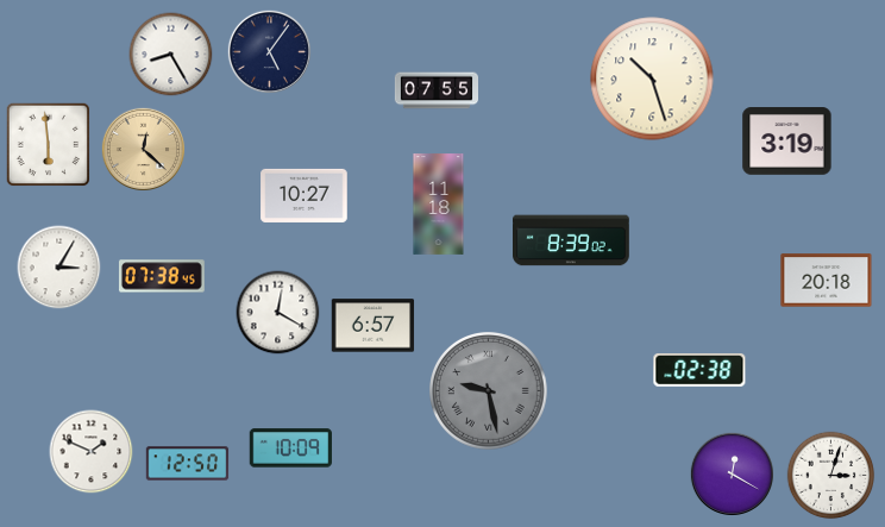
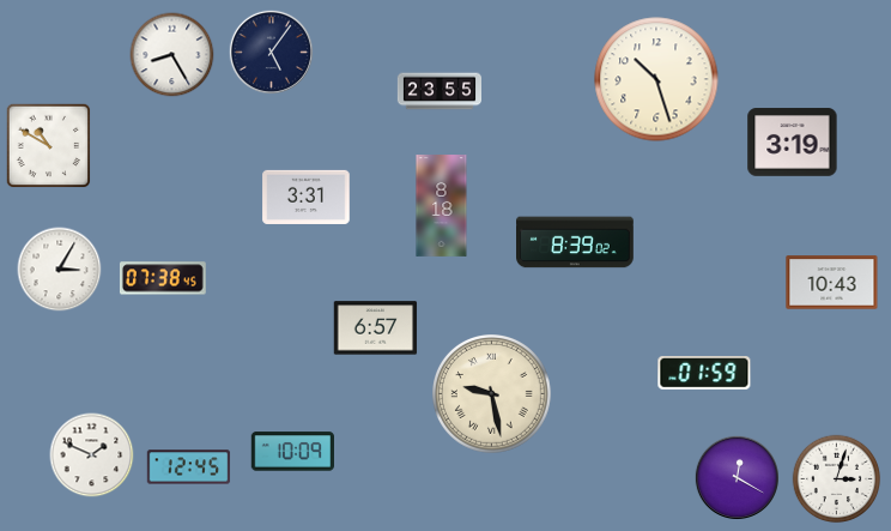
clock at (435, 90): 07:55 -> 23:55
clock at (49, 145): 5:59 -> 10:50
clock at (143, 149): 12:22 -> none
clock at (305, 195): 10:27 -> 3:31
clock at (439, 205): 11:18 -> 8:18
clock at (827, 281): 20:18 -> 10:43
clock at (278, 313): 12:20 -> none
clock at (699, 371): 02:38 -> 01:59
clock at (489, 391) dial: grey -> cream
clock at (188, 464): 12:50 -> 12:45
